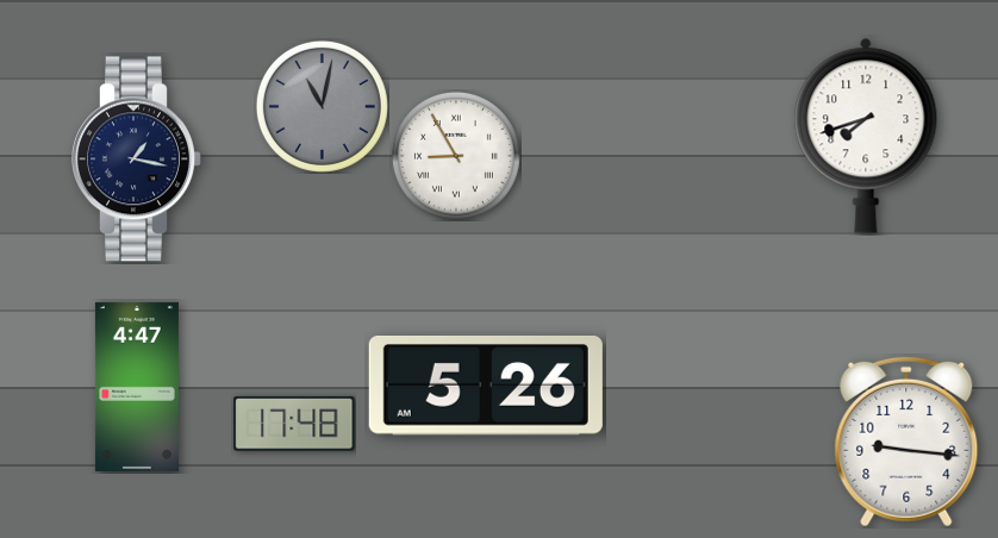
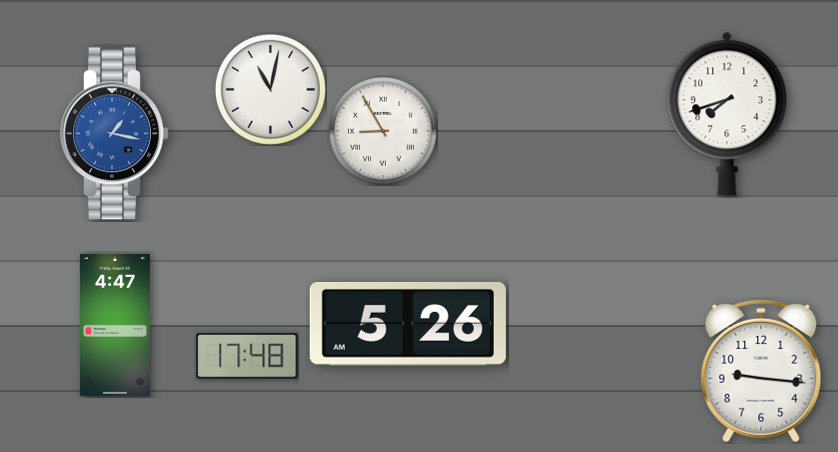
clock at (322, 106) dial: grey -> white
clock at (137, 159) dial: navy -> blue
